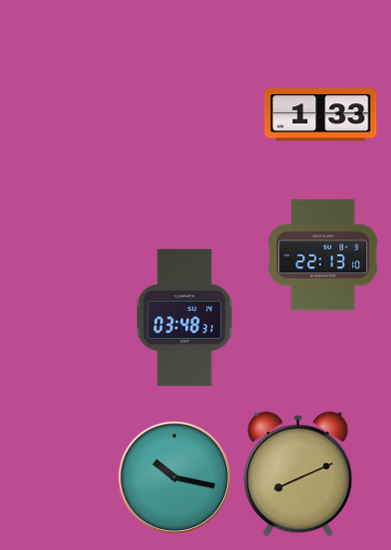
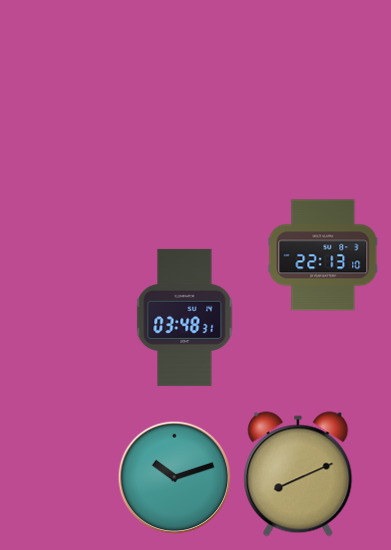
clock at (321, 115): 1:33 -> none
clock at (174, 477): 10:17 -> 10:12
